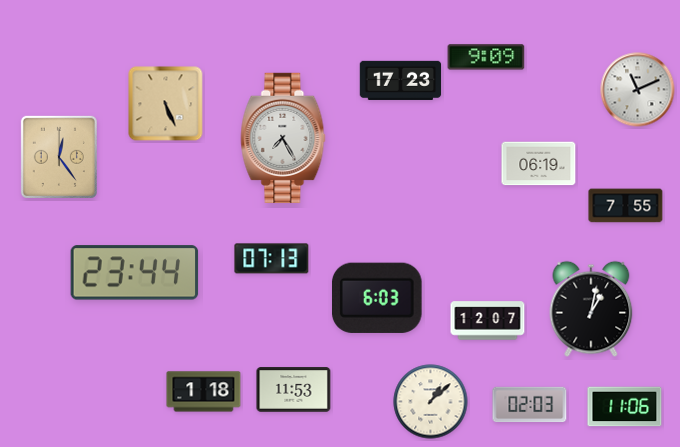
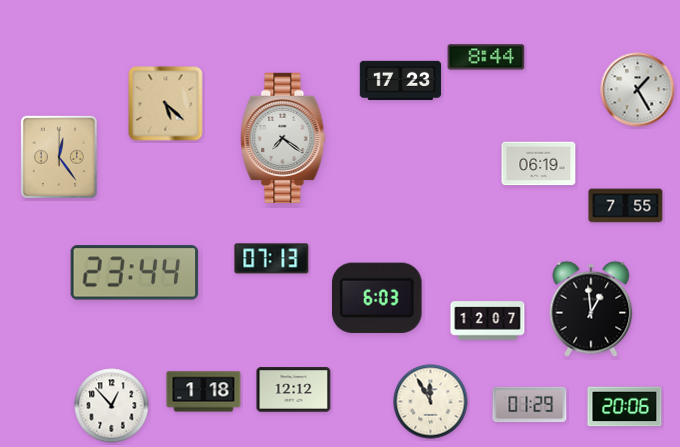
clock at (486, 57): 9:09 -> 8:44
clock at (638, 90): 11:11 -> 1:25
clock at (166, 104): 5:26 -> 5:22
clock at (283, 138): 7:25 -> 7:21
clock at (591, 309): 1:02 -> 12:59
clock at (294, 390): 11:53 -> 12:12
clock at (431, 402): 1:08 -> 11:55
clock at (530, 405): 02:03 -> 01:29
clock at (112, 406): none -> 12:53
clock at (625, 407): 11:06 -> 20:06
